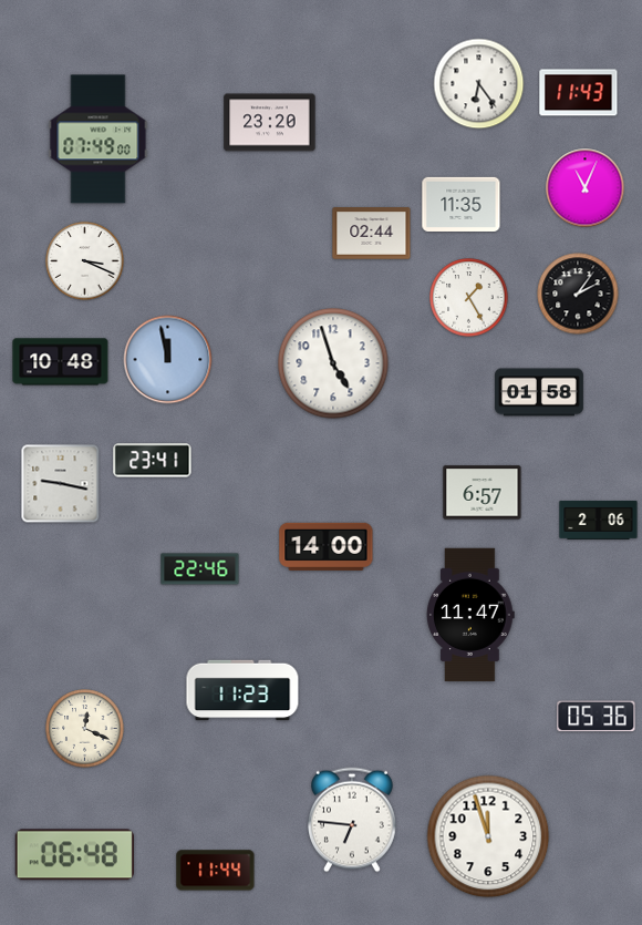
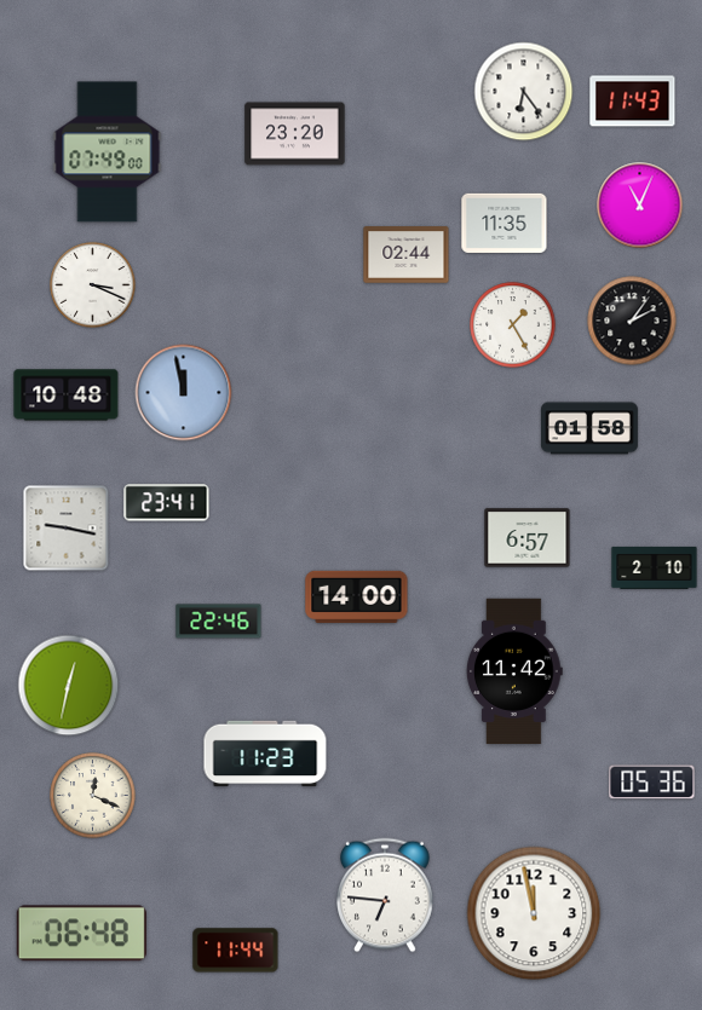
clock at (333, 363): 4:57 -> none
clock at (599, 520): 2:06 -> 2:10
clock at (472, 615): 11:47 -> 11:42
clock at (69, 686): none -> 12:32
clock at (488, 836): 11:57 -> 11:58
